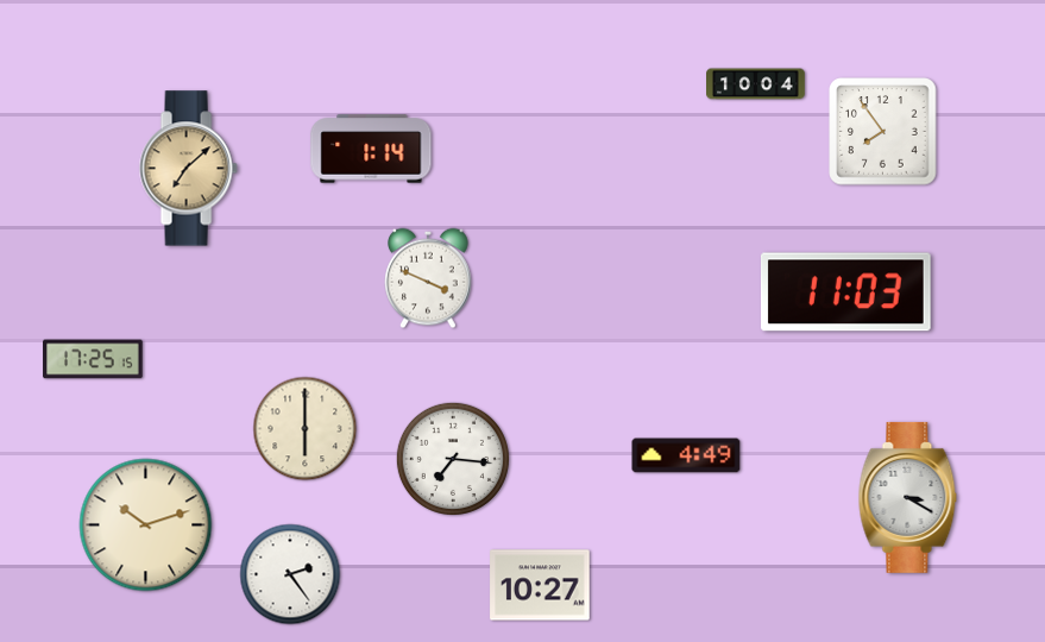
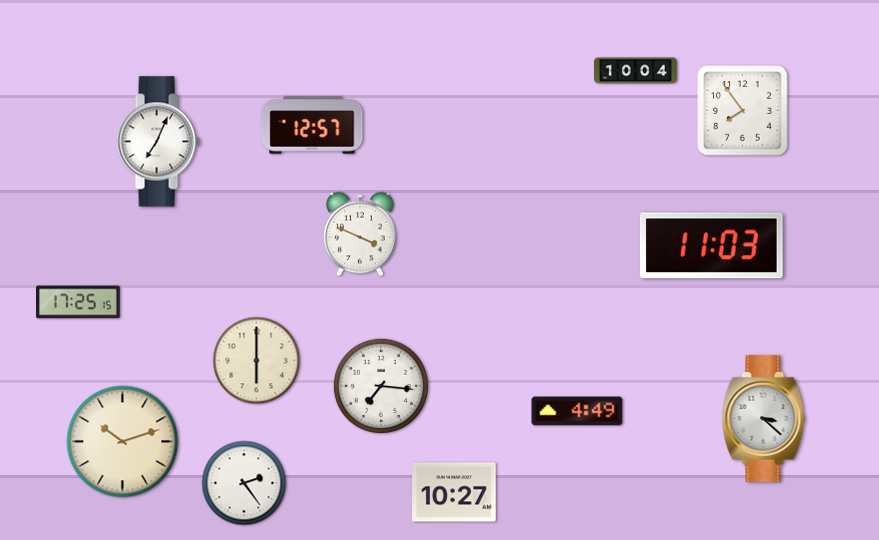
clock at (371, 149): 1:14 -> 12:57
clock at (188, 169): 7:08 -> 7:04
clock at (188, 169) dial: champagne -> white
clock at (686, 455) position: (686, 455) -> (577, 411)
clock at (908, 497): 3:20 -> 3:22
